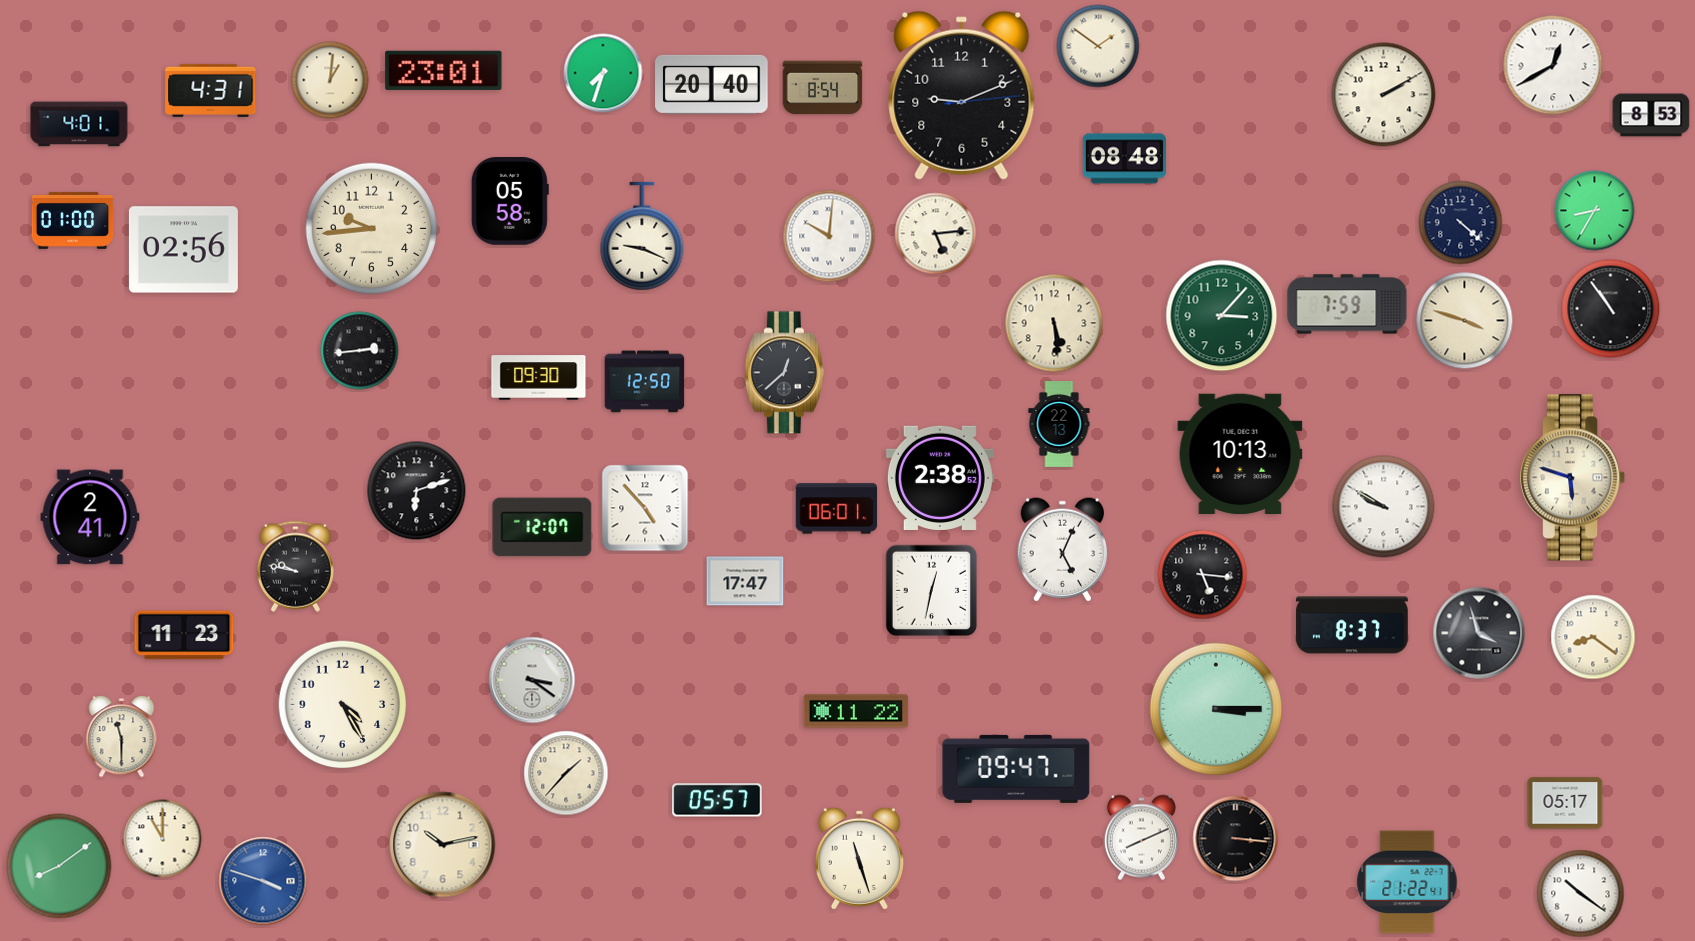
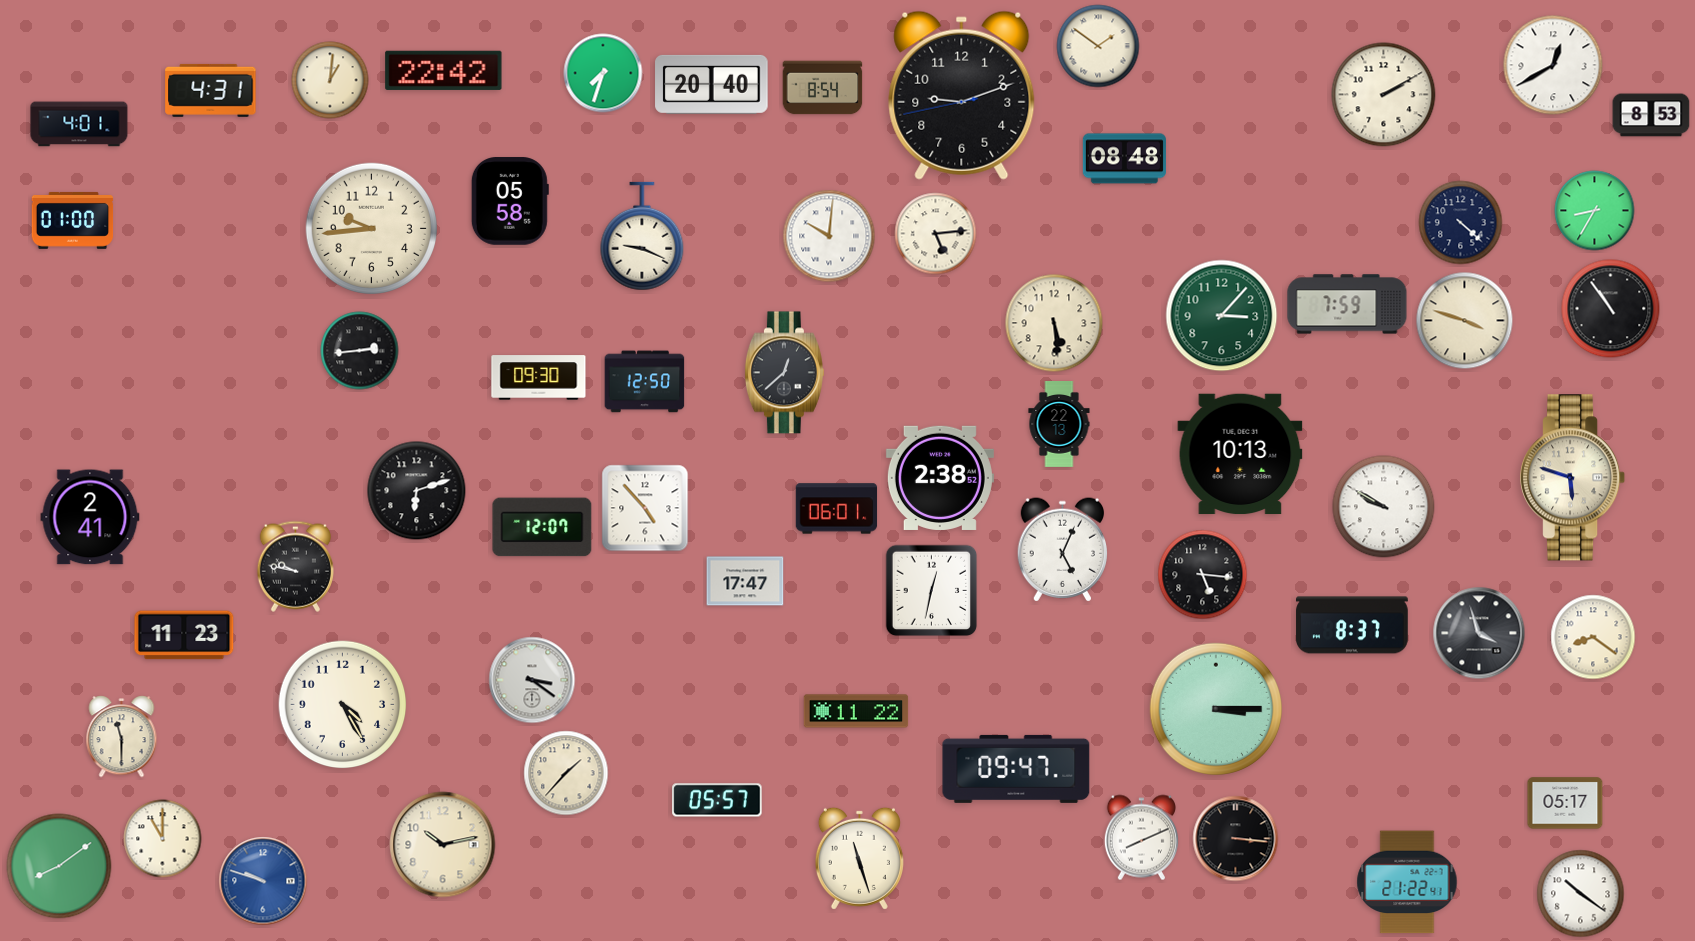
clock at (444, 70): 23:01 -> 22:42
clock at (962, 95): 9:11:14 -> 9:11:43
clock at (183, 250): 02:56 -> none
clock at (263, 881): 3:48 -> 9:48
